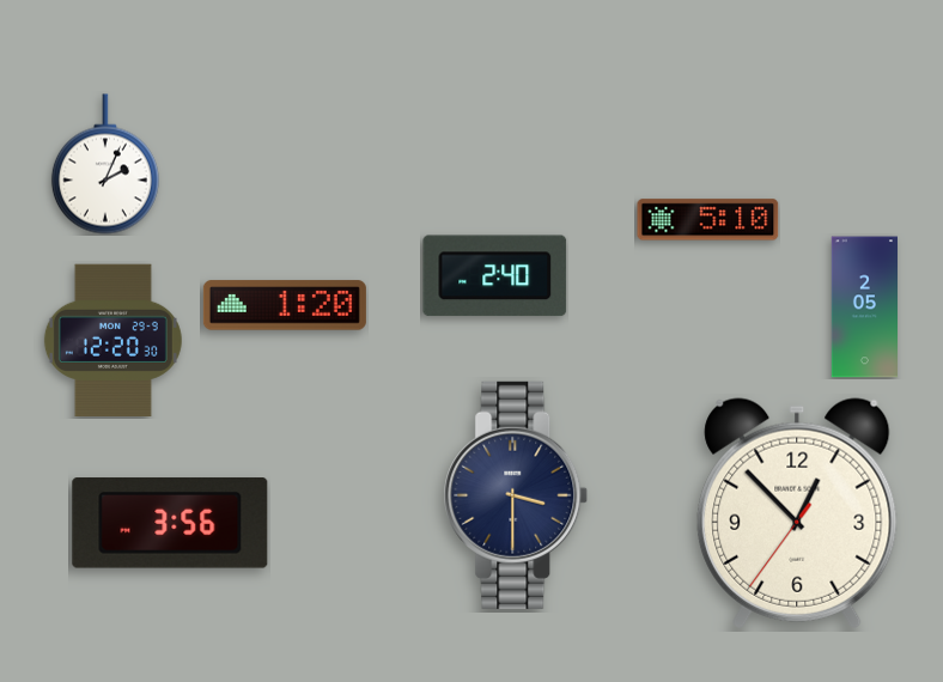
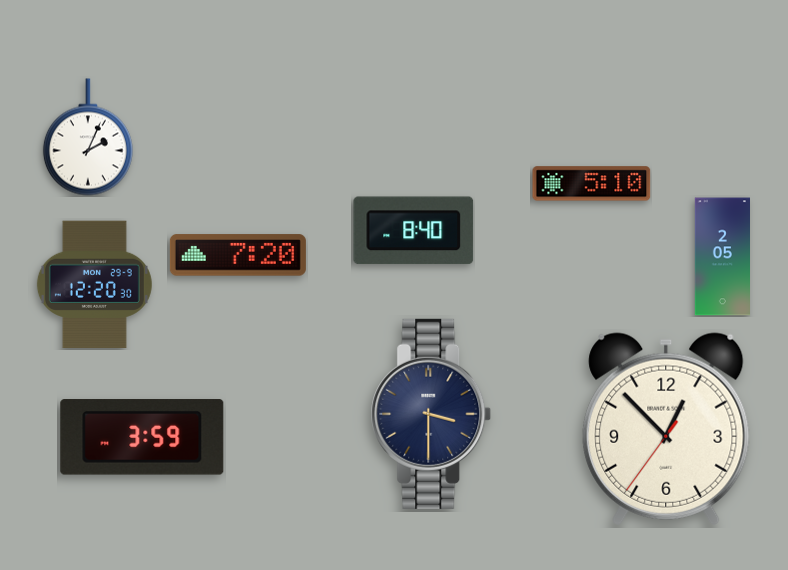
clock at (495, 276): 2:40 -> 8:40
clock at (285, 305): 1:20 -> 7:20
clock at (170, 523): 3:56 -> 3:59
